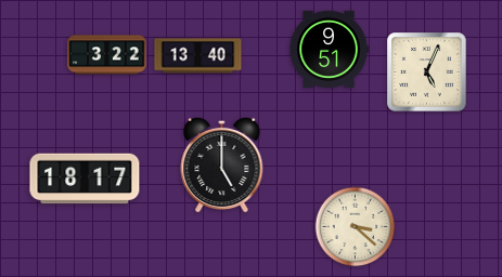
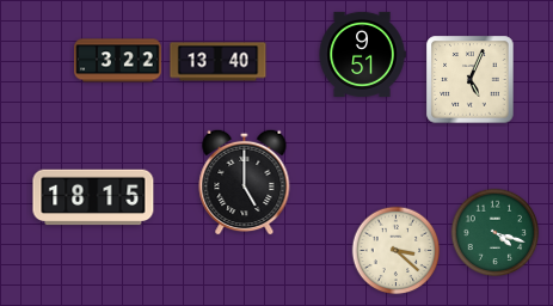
clock at (85, 179): 18:17 -> 18:15
clock at (496, 233): none -> 4:18
clock at (356, 227) position: (356, 227) -> (397, 251)
